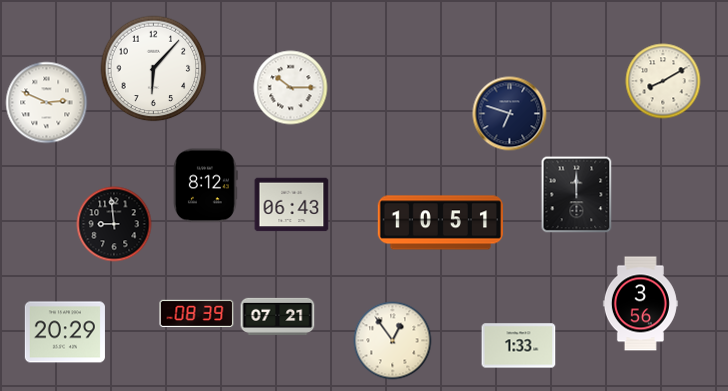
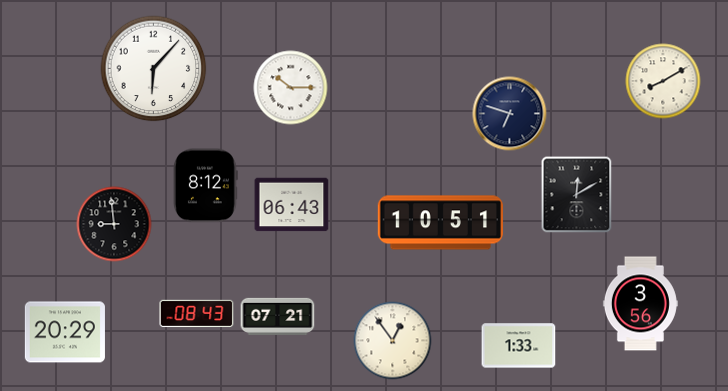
clock at (47, 103): 2:49 -> none
clock at (577, 195): 12:00 -> 12:10
clock at (197, 314): 08:39 -> 08:43
